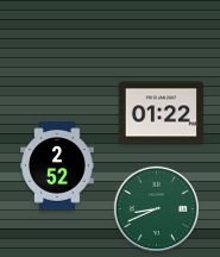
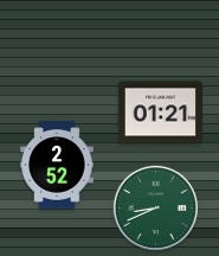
clock at (161, 113): 01:22 -> 01:21
